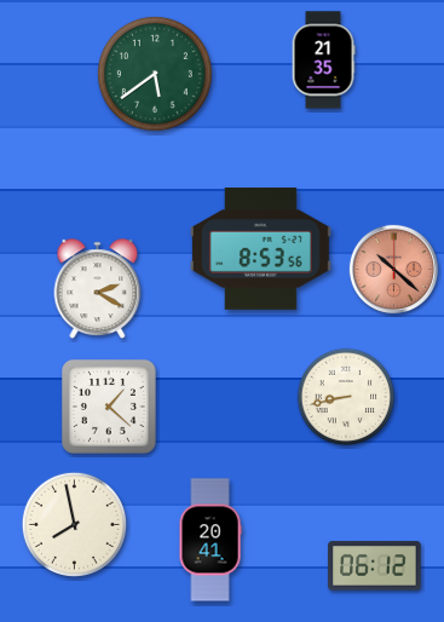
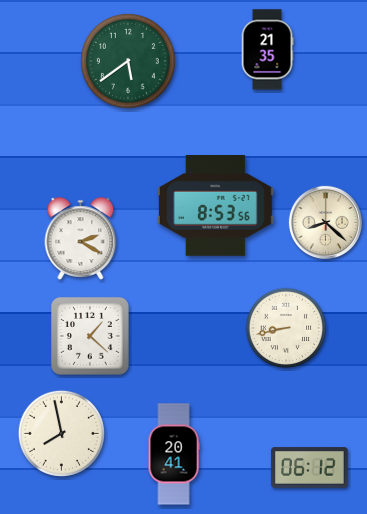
clock at (393, 270): 10:22 -> 8:22
clock at (393, 270) dial: salmon -> cream
clock at (211, 540) position: (211, 540) -> (174, 454)
